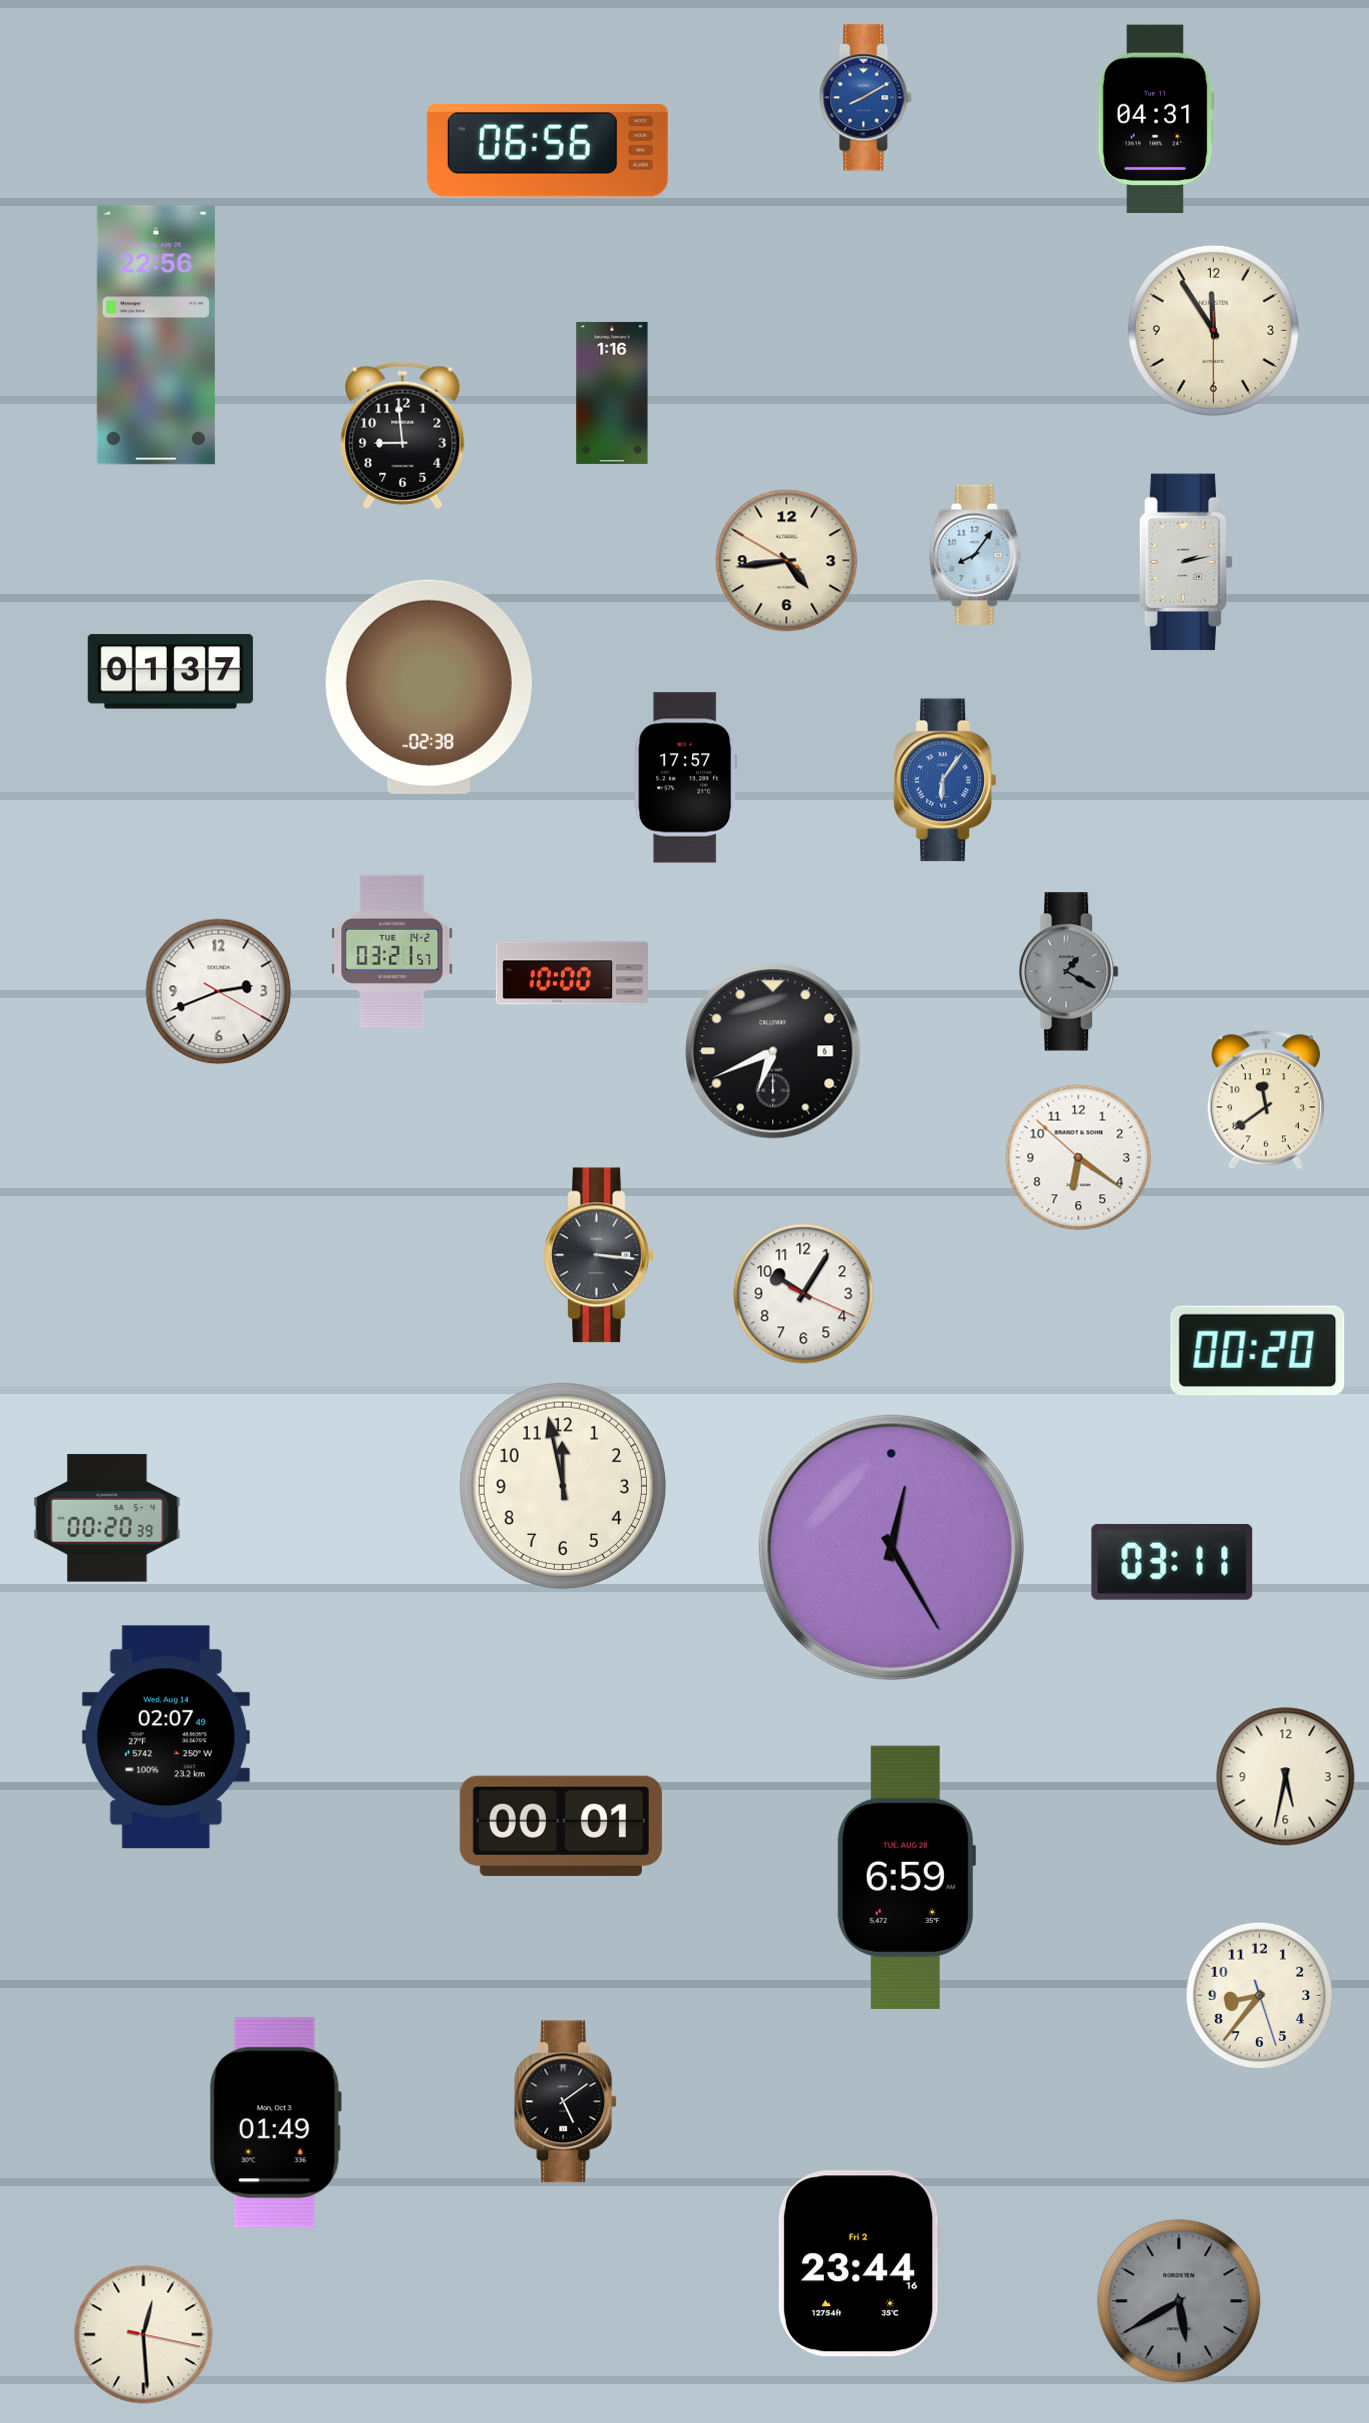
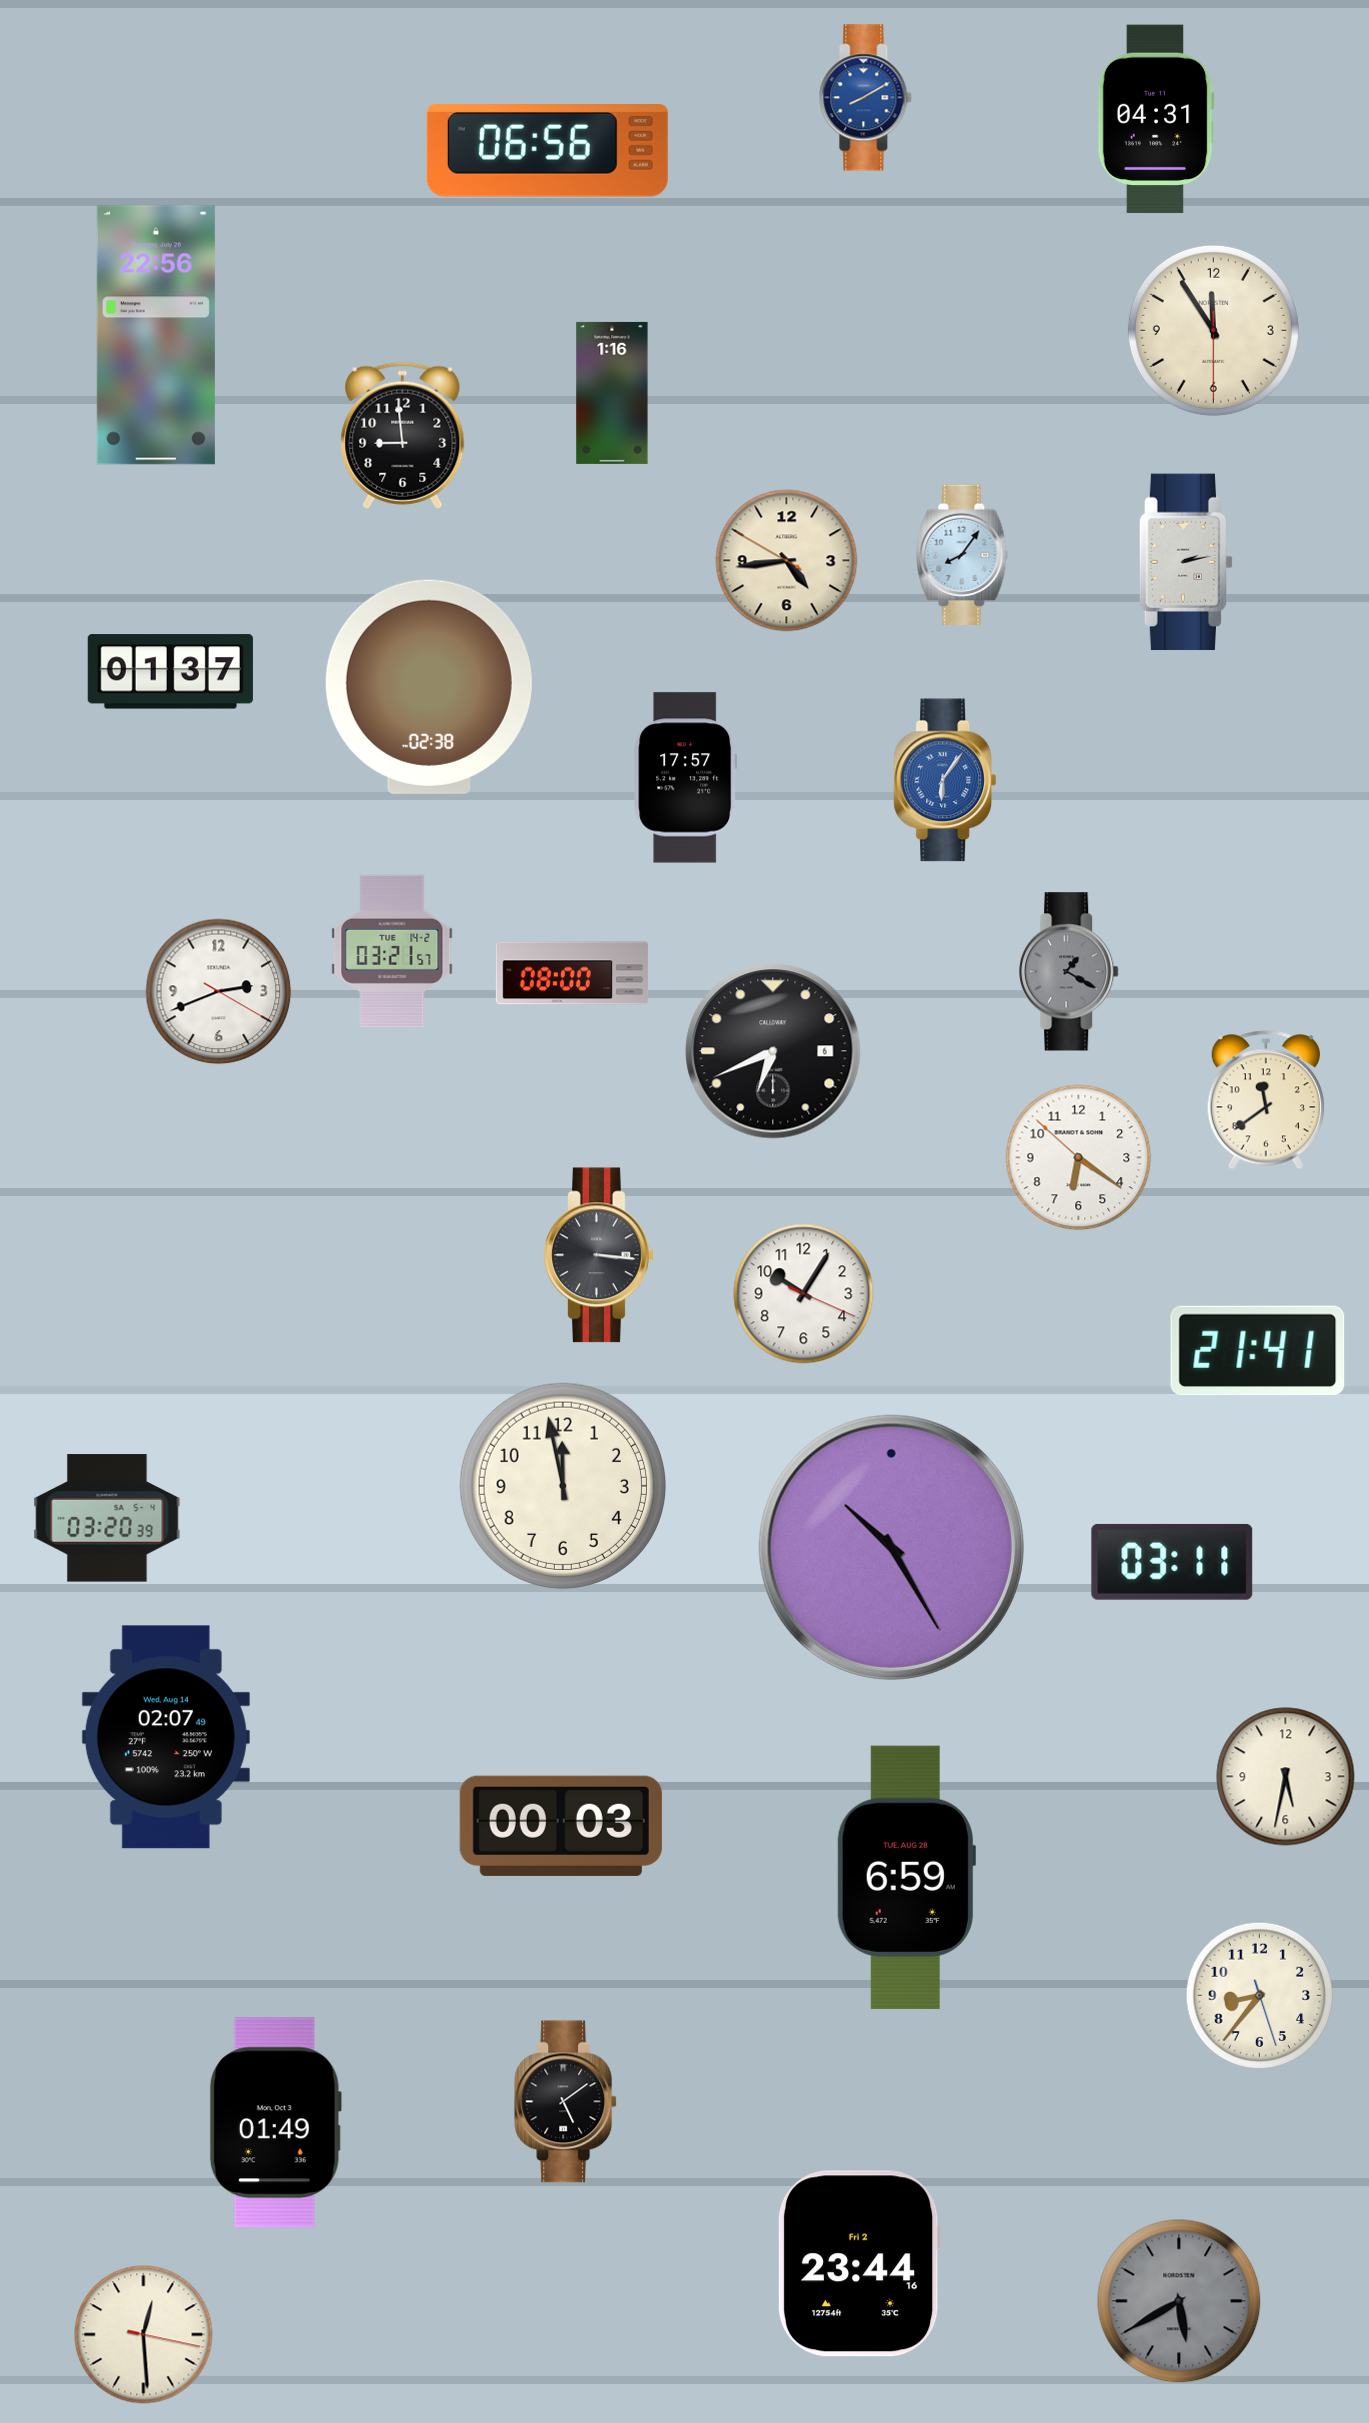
clock at (975, 555) position: (975, 555) -> (962, 555)
clock at (572, 973): 10:00 -> 08:00
clock at (1258, 1351): 00:20 -> 21:41
clock at (107, 1518): 00:20 -> 03:20
clock at (891, 1547): 12:25 -> 10:25
clock at (561, 1826): 00:01 -> 00:03
